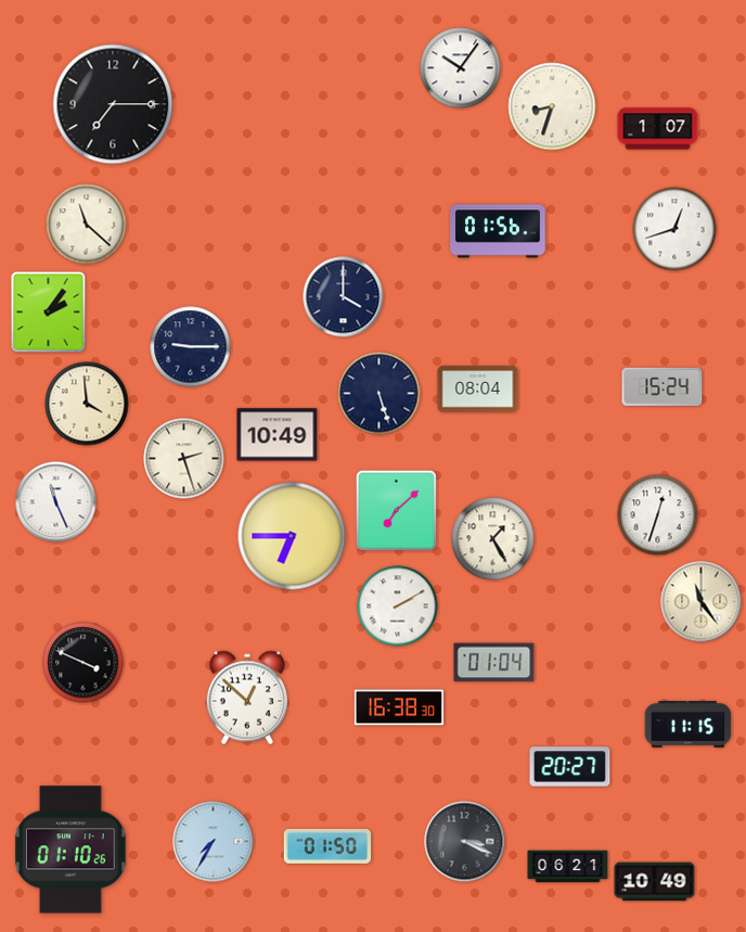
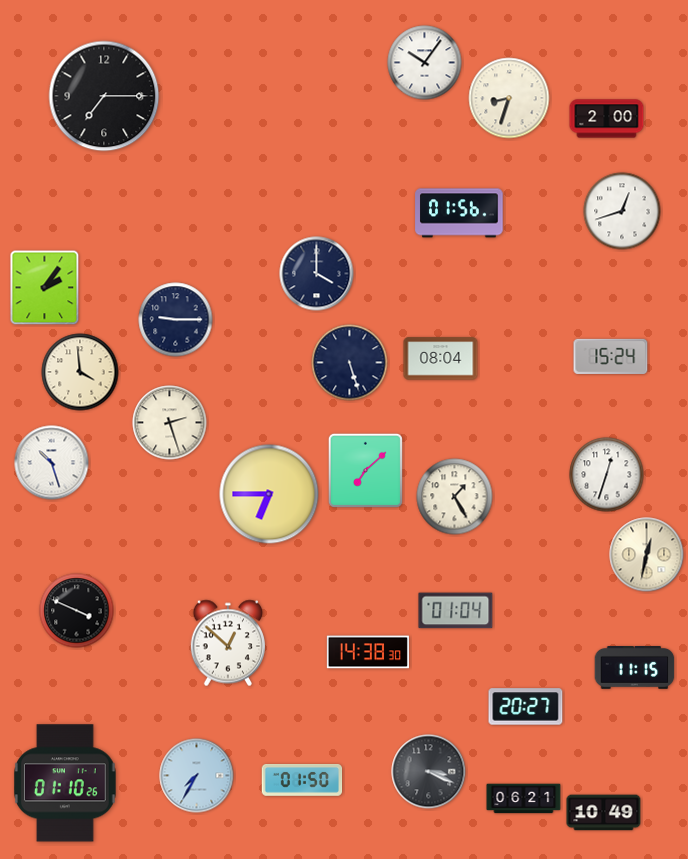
clock at (658, 129): 1:07 -> 2:00
clock at (87, 225): 11:22 -> none
clock at (278, 435): 10:49 -> none
clock at (56, 502): 11:26 -> 10:27
clock at (702, 602): 11:24 -> 12:32
clock at (398, 607): 2:10 -> none
clock at (399, 707): 16:38 -> 14:38
clock at (465, 842) position: (465, 842) -> (429, 772)
